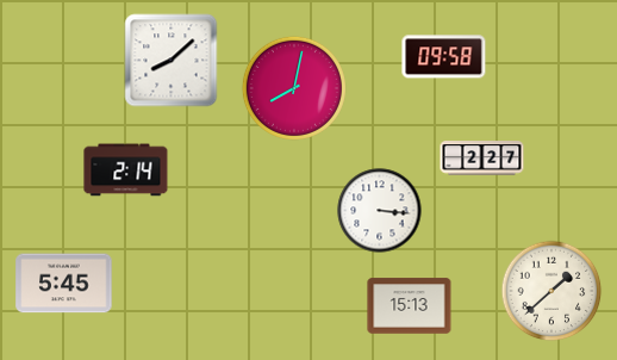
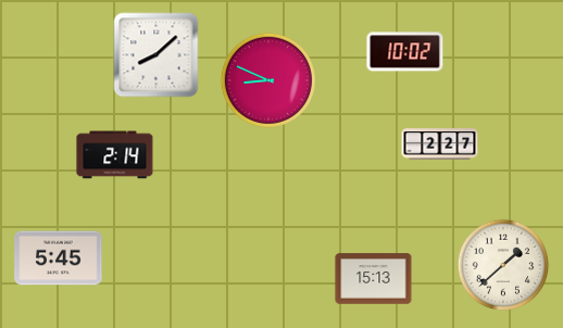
clock at (444, 57): 09:58 -> 10:02
clock at (294, 88): 8:02 -> 8:49
clock at (380, 211): 3:16 -> none
